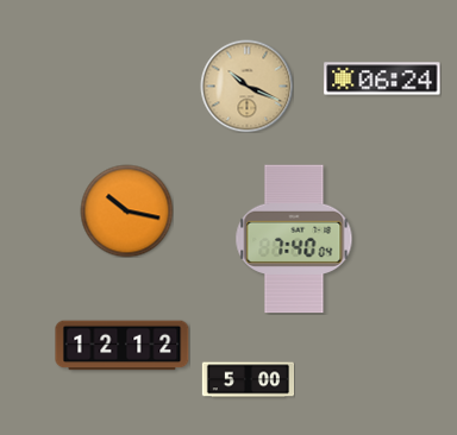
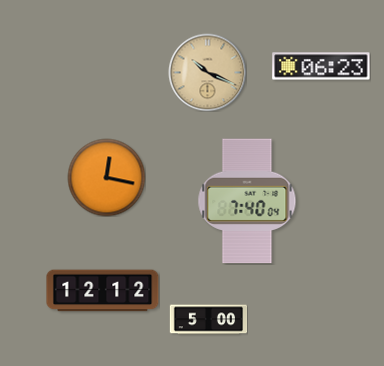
clock at (382, 78): 06:24 -> 06:23
clock at (126, 210): 10:17 -> 12:17
